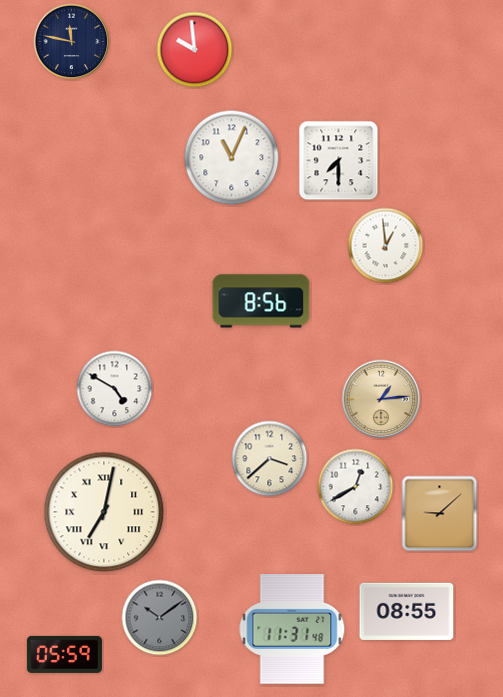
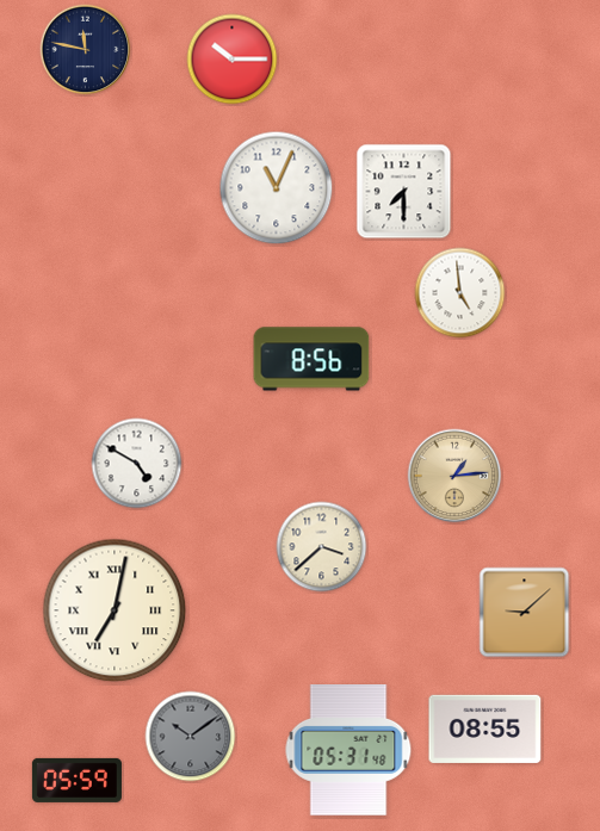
clock at (195, 50): 9:59 -> 10:15
clock at (386, 246): 12:59 -> 4:59
clock at (356, 487): 12:40 -> none
clock at (104, 512) position: (104, 512) -> (115, 610)
clock at (292, 630): 11:31 -> 05:31
